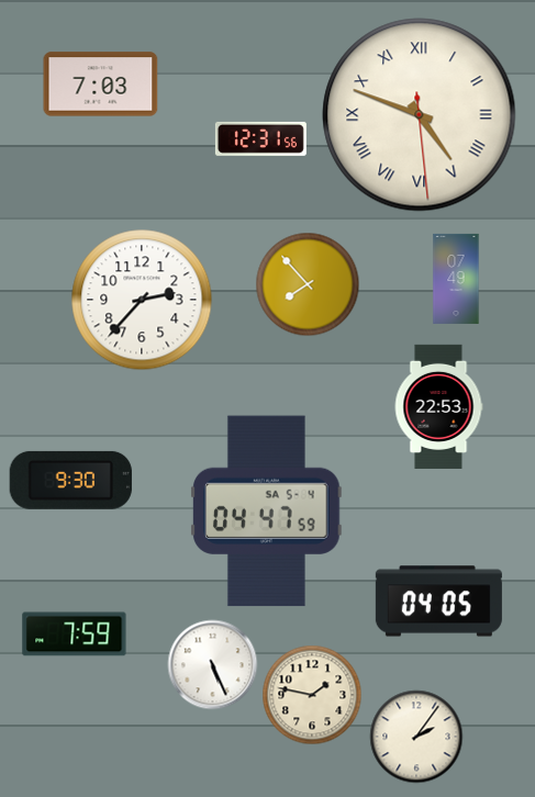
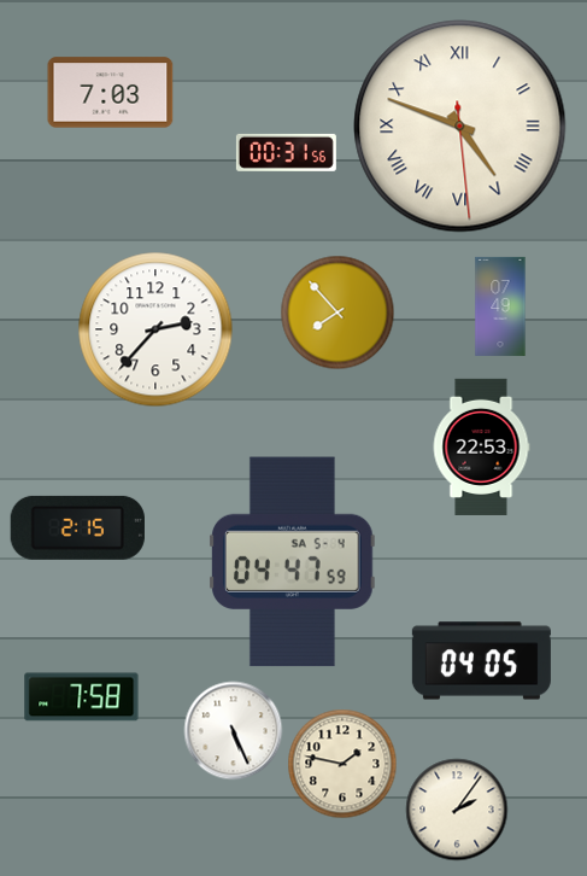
clock at (260, 138): 12:31 -> 00:31
clock at (70, 480): 9:30 -> 2:15
clock at (75, 635): 7:59 -> 7:58
